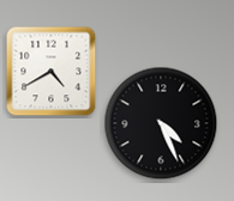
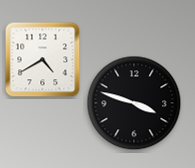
clock at (161, 123): 4:26 -> 3:48
